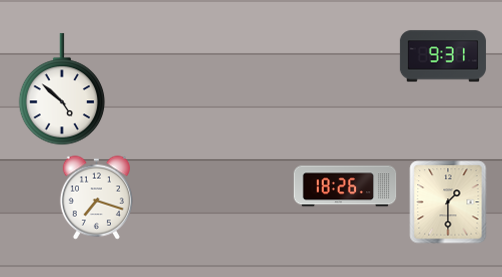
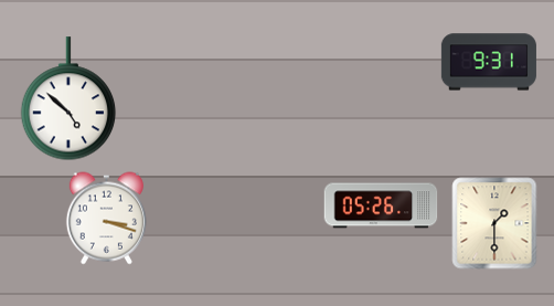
clock at (345, 186): 18:26 -> 05:26
clock at (96, 198): 7:18 -> 3:18
